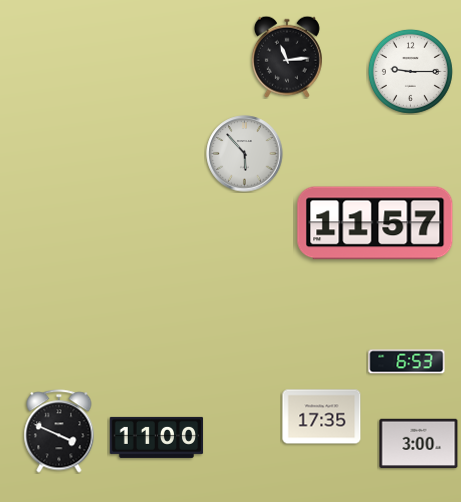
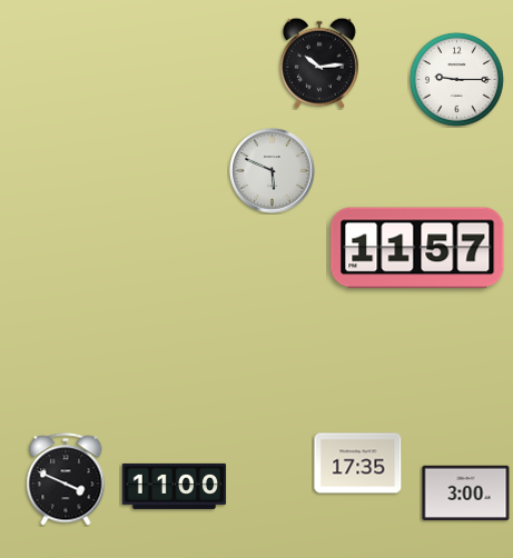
clock at (287, 57): 11:14 -> 10:14
clock at (245, 154): 5:53 -> 5:49
clock at (407, 362): 6:53 -> none
